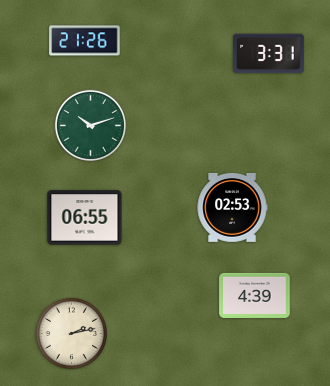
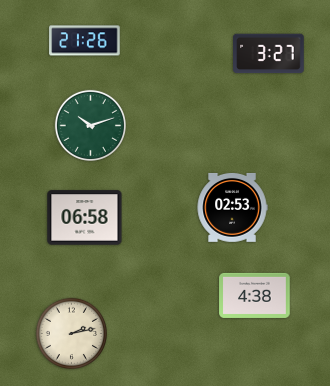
clock at (269, 54): 3:31 -> 3:27
clock at (85, 218): 06:55 -> 06:58
clock at (255, 295): 4:39 -> 4:38
